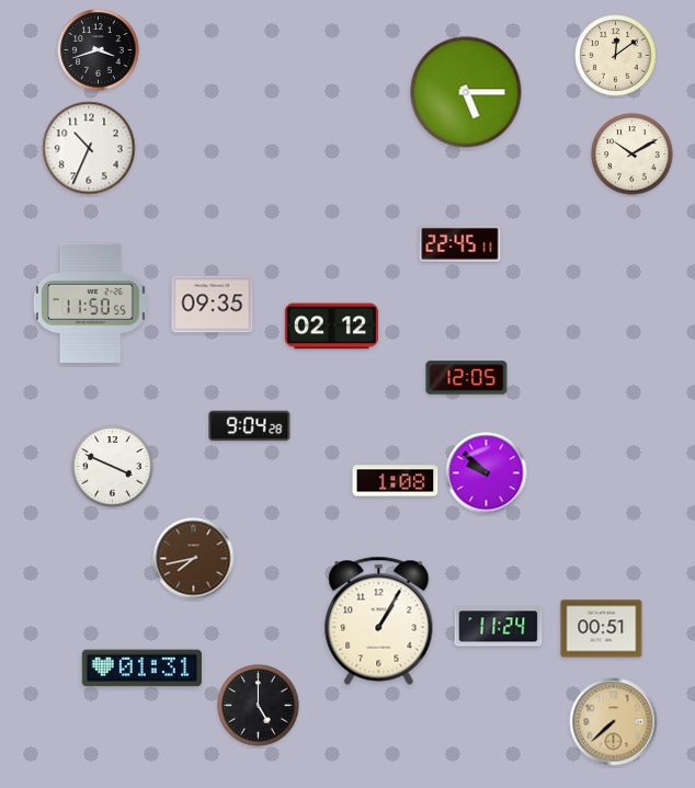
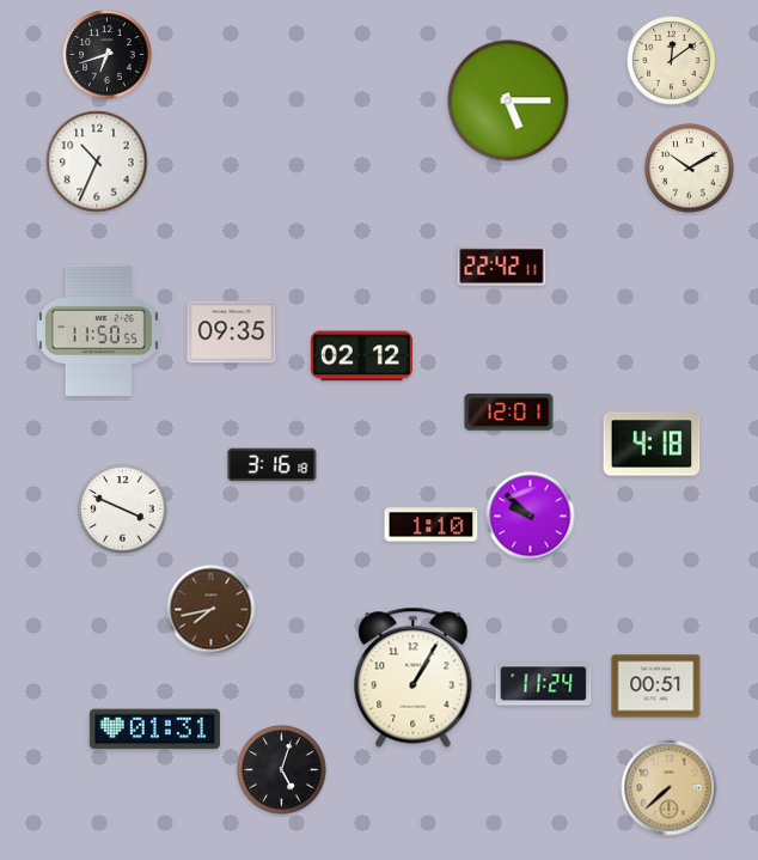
clock at (99, 50): 3:42 -> 6:42
clock at (460, 243): 22:45 -> 22:42
clock at (467, 378): 12:05 -> 12:01
clock at (652, 444): none -> 4:18
clock at (250, 426): 9:04 -> 3:16
clock at (396, 481): 1:08 -> 1:10
clock at (259, 706): 5:00 -> 5:03
